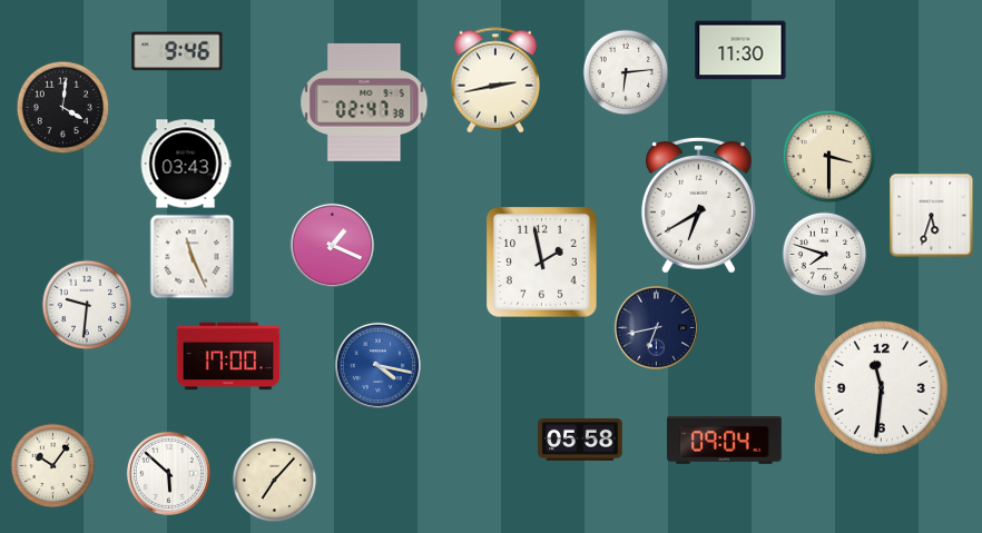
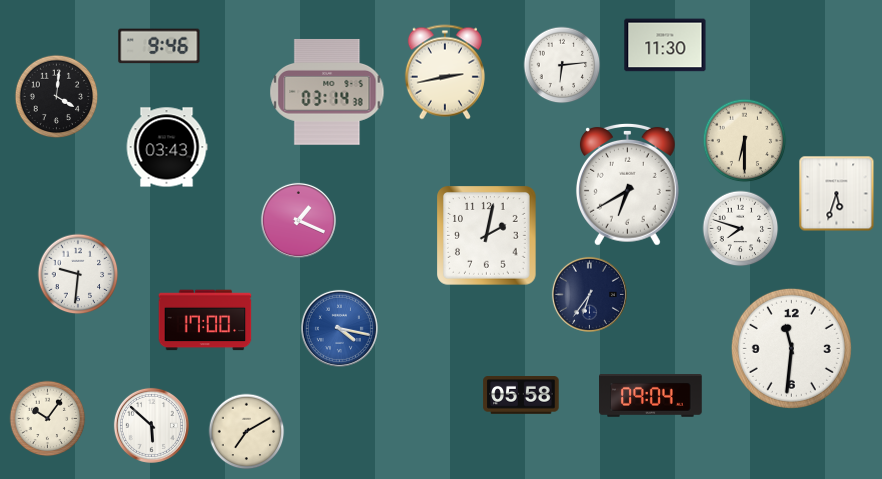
clock at (364, 102): 02:47 -> 03:14
clock at (829, 157): 3:30 -> 6:30
clock at (193, 257): 11:26 -> none
clock at (542, 263): 1:58 -> 2:02
clock at (656, 327): 6:43 -> 6:36
clock at (275, 481): 7:07 -> 7:10
